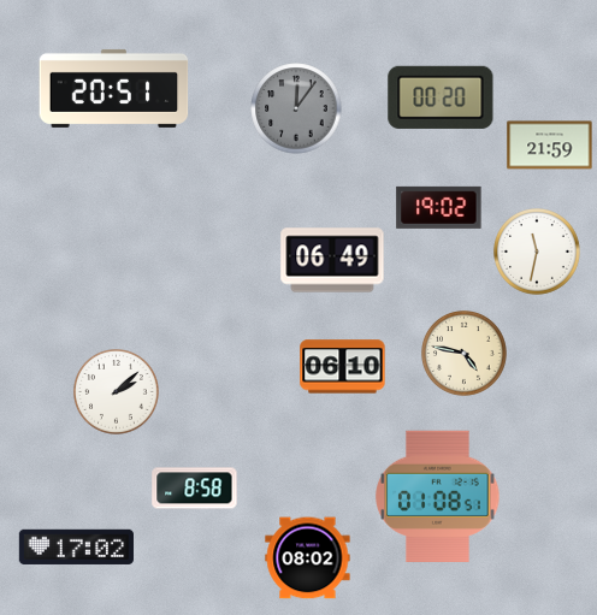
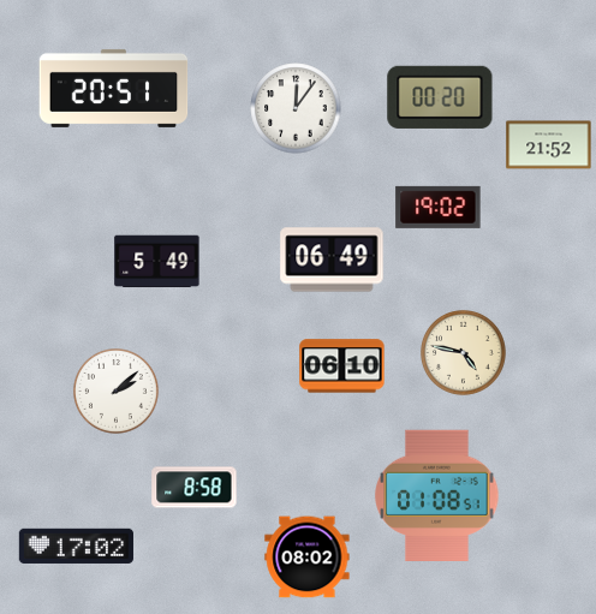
clock at (296, 108) dial: grey -> white
clock at (550, 146): 21:59 -> 21:52
clock at (537, 252): 11:32 -> none
clock at (157, 262): none -> 5:49
